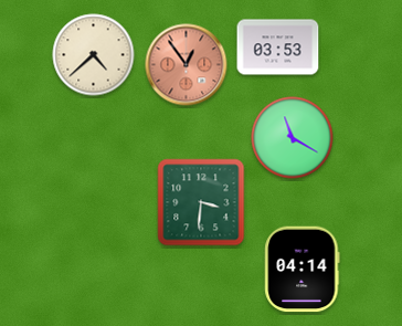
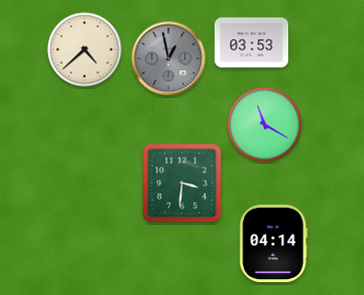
clock at (187, 65): 12:54 -> 12:58
clock at (187, 65) dial: salmon -> grey
